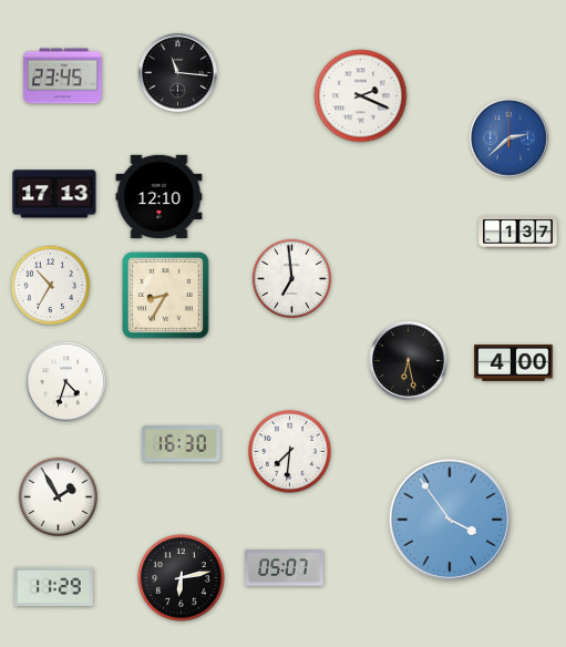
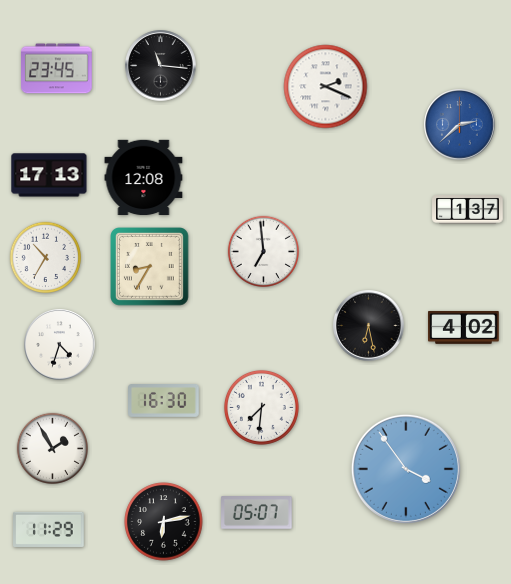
clock at (159, 197): 12:10 -> 12:08
clock at (514, 362): 4:00 -> 4:02
